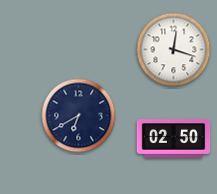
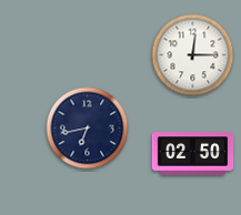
clock at (174, 50): 12:18 -> 12:15
clock at (79, 116): 6:40 -> 6:43
